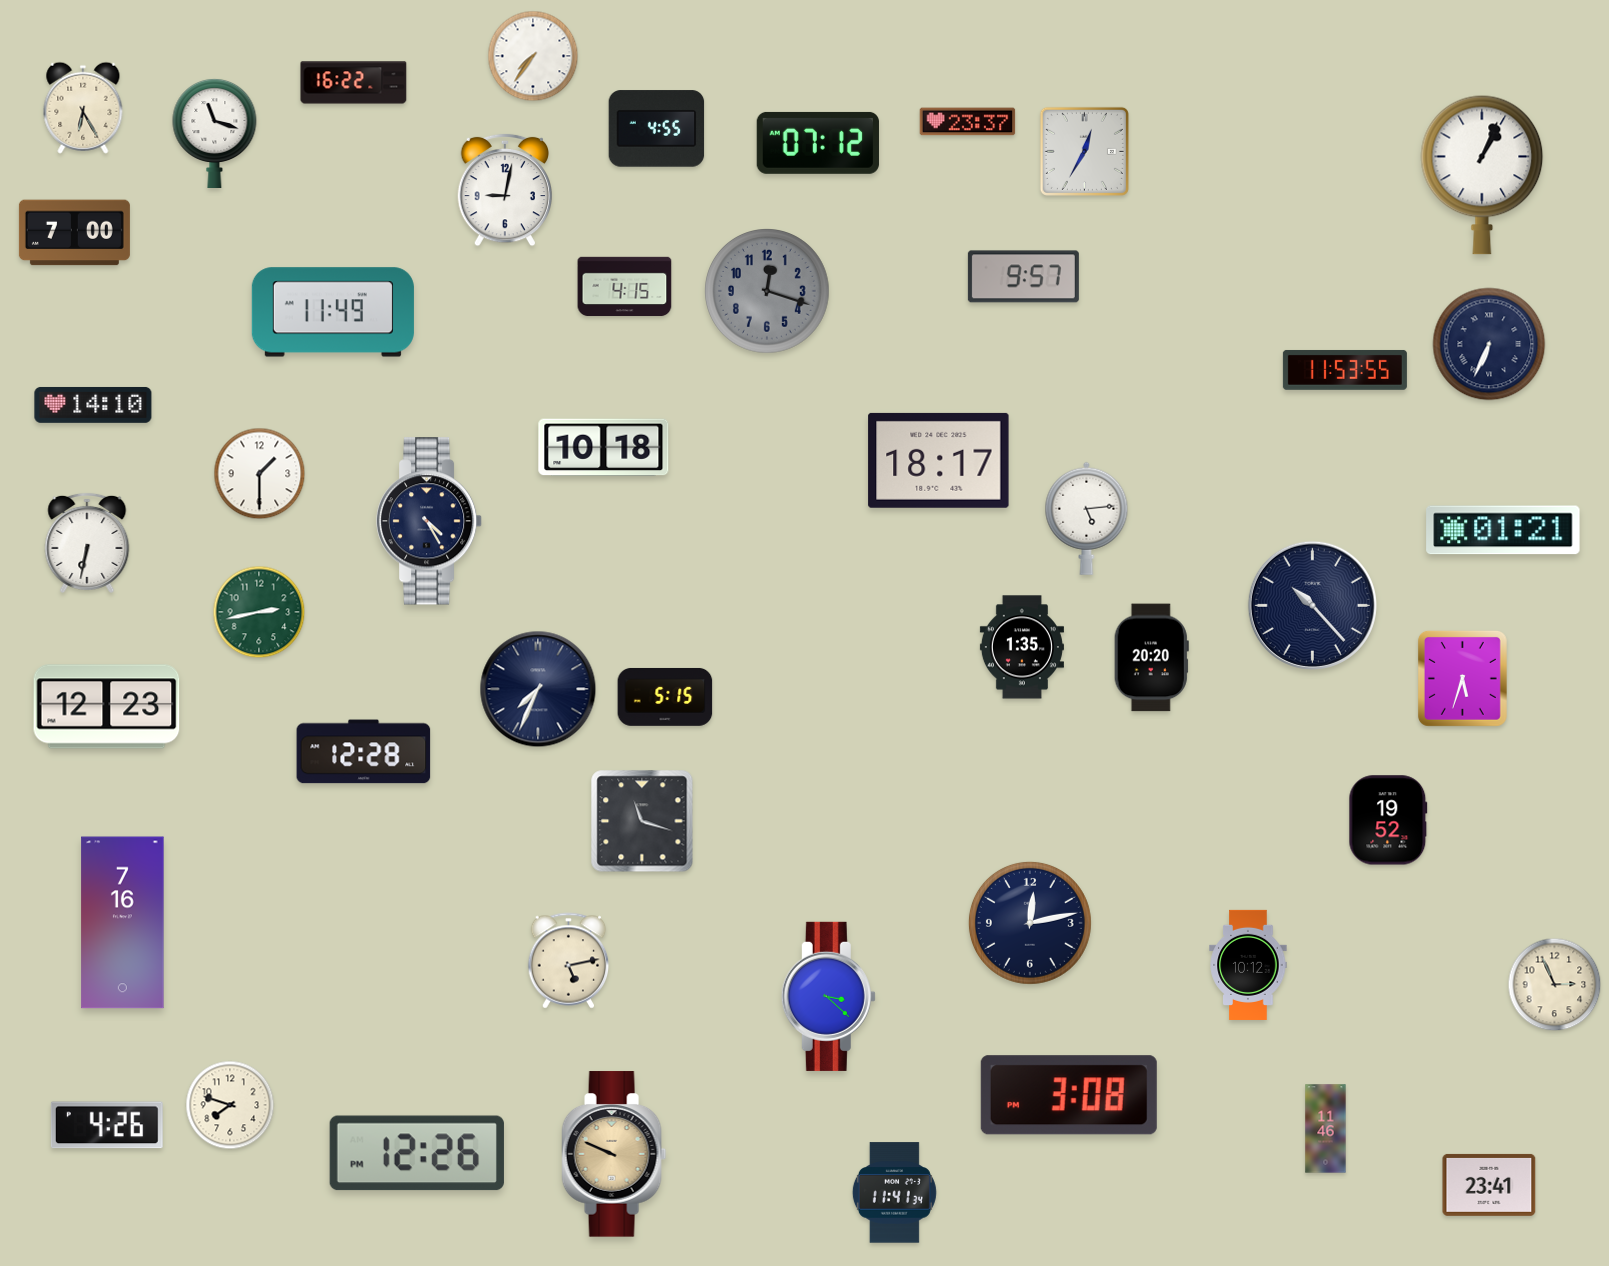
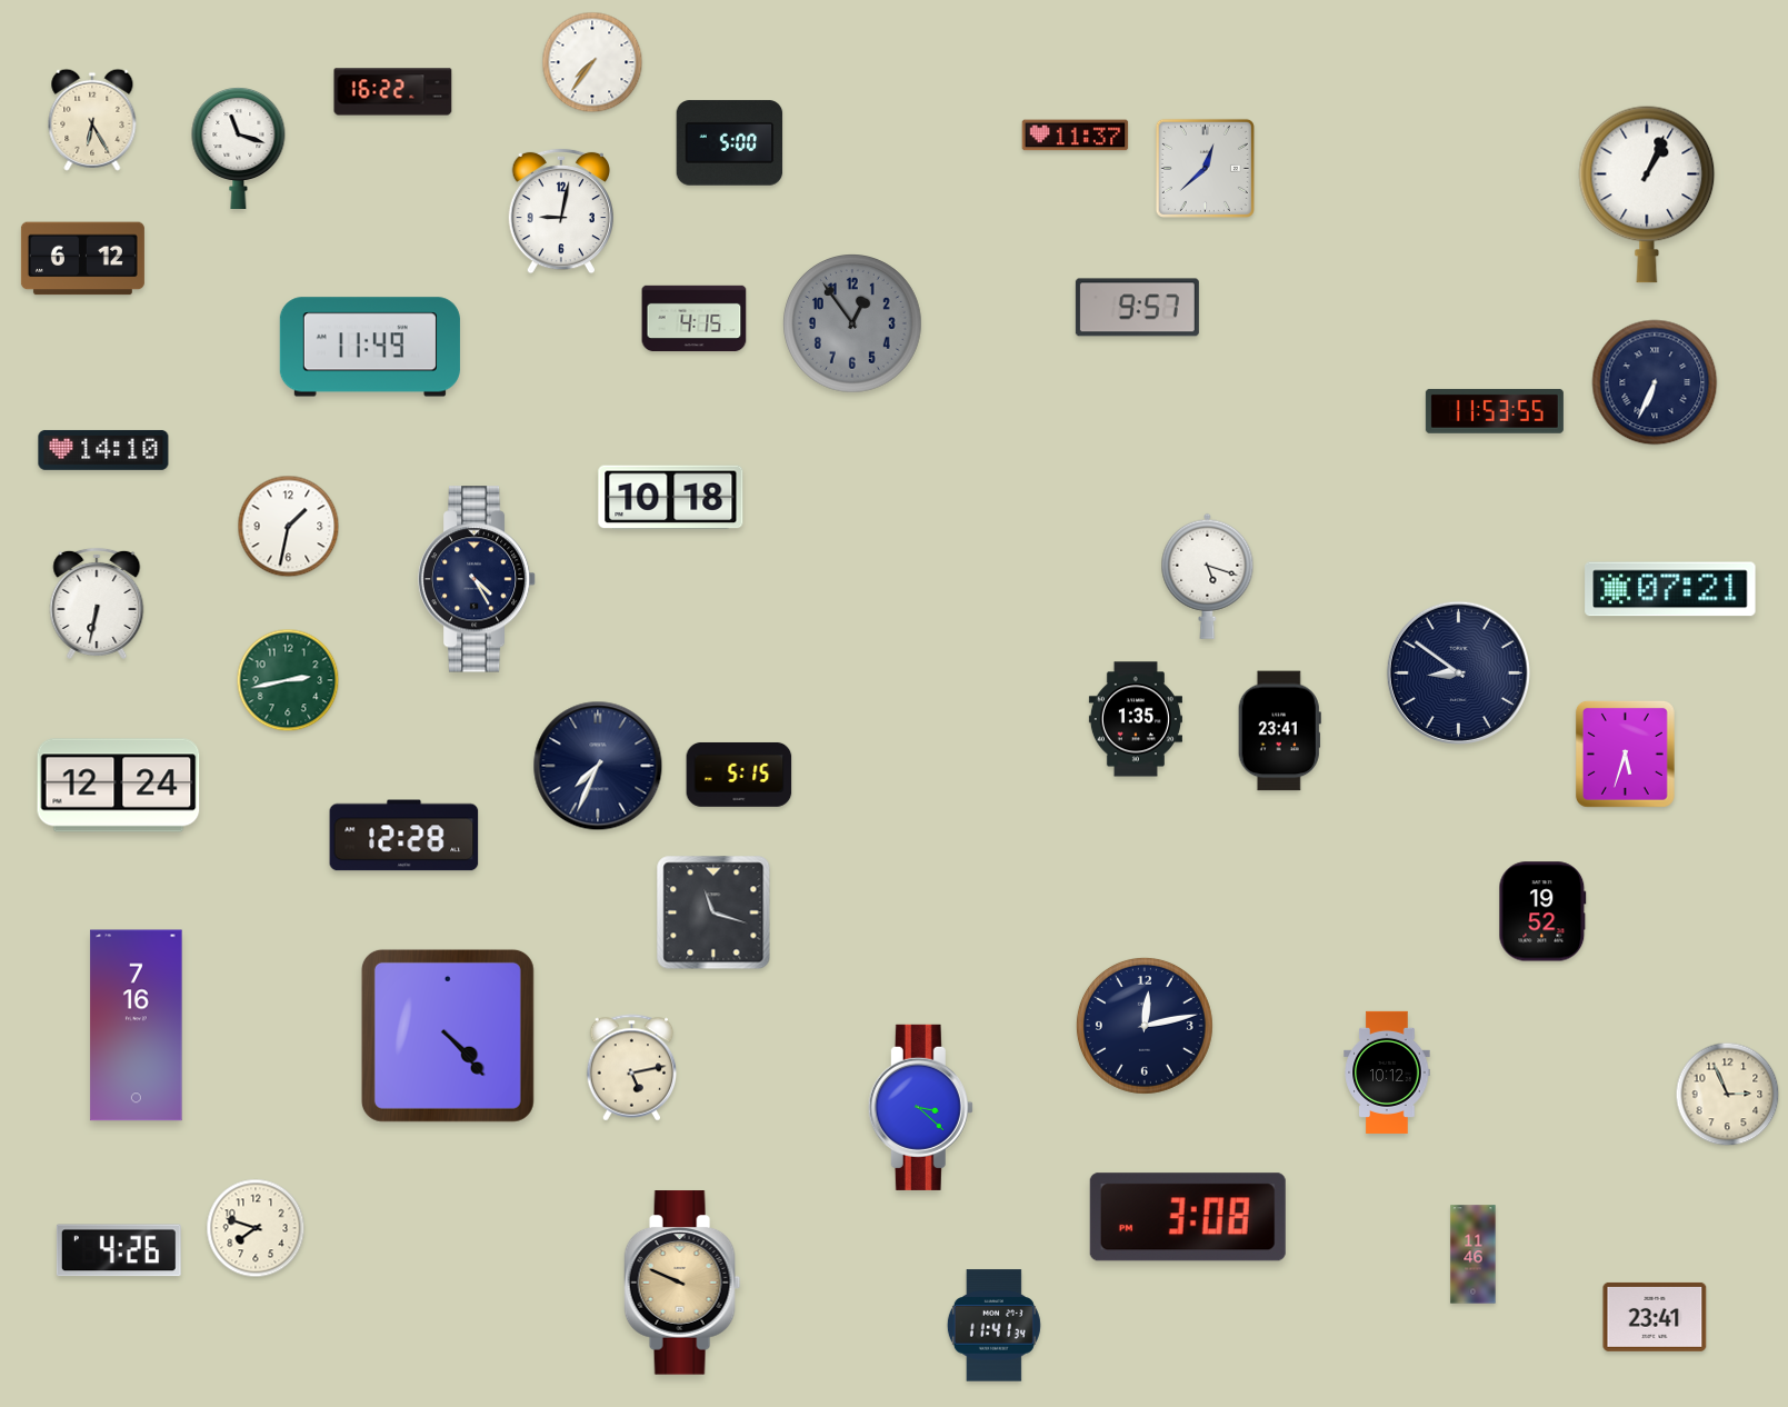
clock at (968, 122): 23:37 -> 11:37
clock at (657, 129): 4:55 -> 5:00
clock at (818, 143): 07:12 -> none
clock at (1084, 151): 12:35 -> 12:38
clock at (74, 233): 7:00 -> 6:12
clock at (768, 291): 12:18 -> 12:54
clock at (939, 460): 18:17 -> none
clock at (260, 474): 1:30 -> 1:32
clock at (1087, 518): 5:14 -> 5:18
clock at (1503, 530): 01:21 -> 07:21
clock at (1312, 605): 10:23 -> 8:51
clock at (1151, 658): 20:20 -> 23:41
clock at (107, 707): 12:23 -> 12:24
clock at (448, 1036): none -> 4:23
clock at (417, 1153): 12:26 -> none
